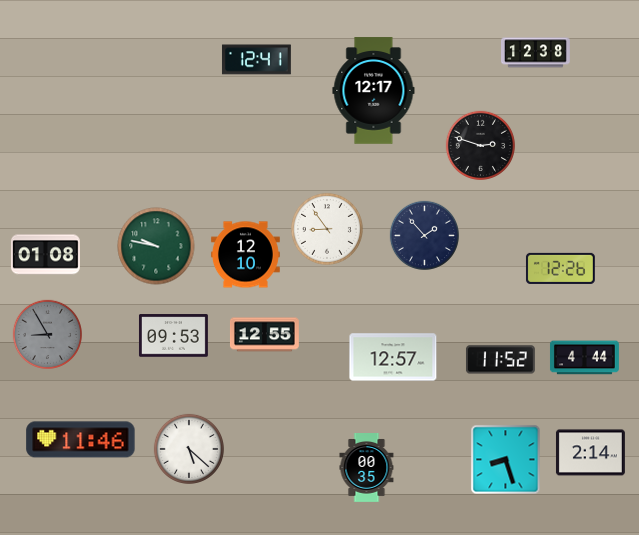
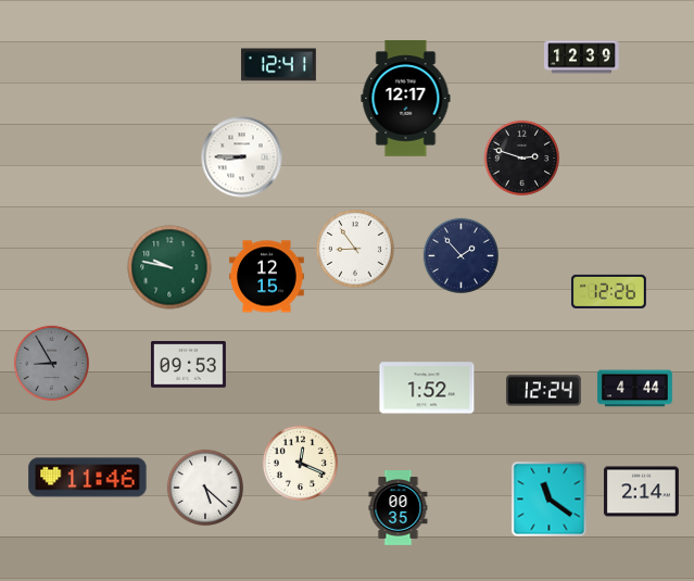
clock at (536, 53): 12:38 -> 12:39
clock at (242, 157): none -> 8:45
clock at (45, 255): 01:08 -> none
clock at (245, 255): 12:10 -> 12:15
clock at (264, 335): 12:55 -> none
clock at (393, 357): 12:57 -> 1:52
clock at (500, 360): 11:52 -> 12:24
clock at (300, 463): none -> 12:19
clock at (506, 460): 8:27 -> 11:21
